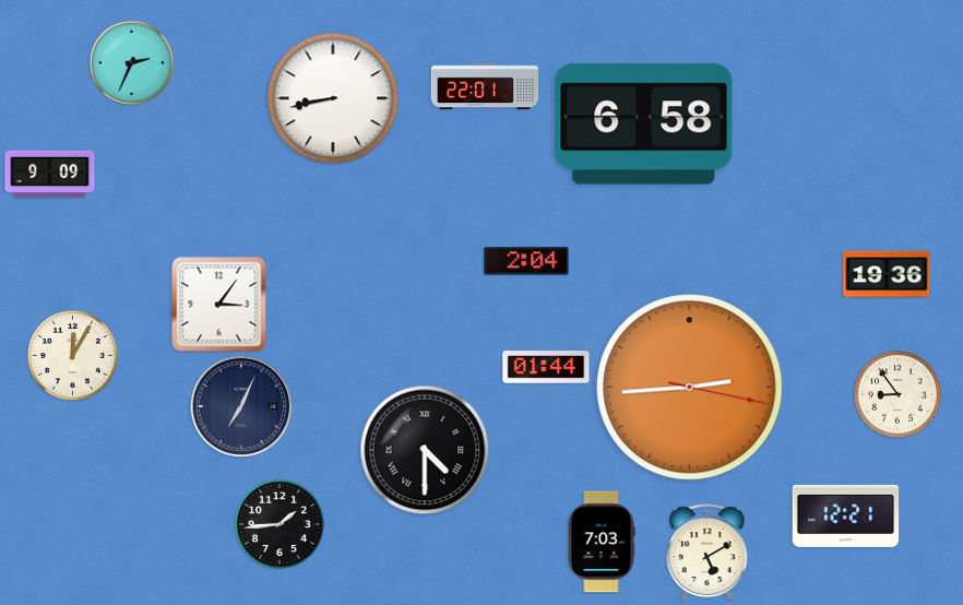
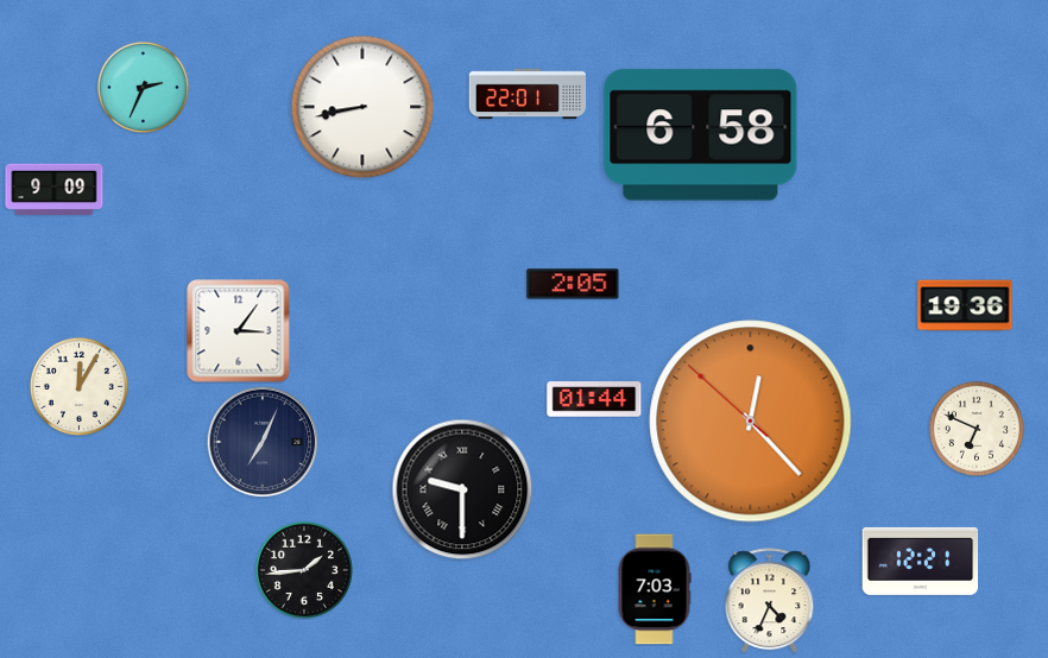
clock at (131, 62) position: (131, 62) -> (143, 87)
clock at (526, 261): 2:04 -> 2:05
clock at (887, 274) position: (887, 274) -> (965, 305)
clock at (690, 388): 2:44 -> 12:22
clock at (897, 394): 8:54 -> 6:49
clock at (425, 450): 4:30 -> 9:30
clock at (708, 553): 5:10 -> 4:34
